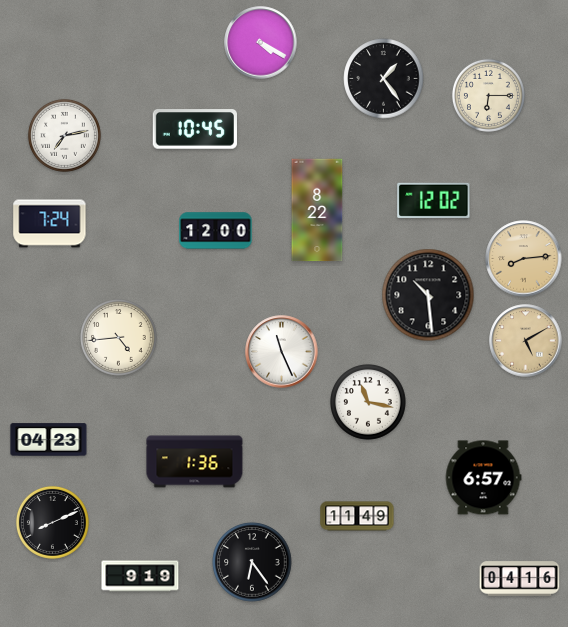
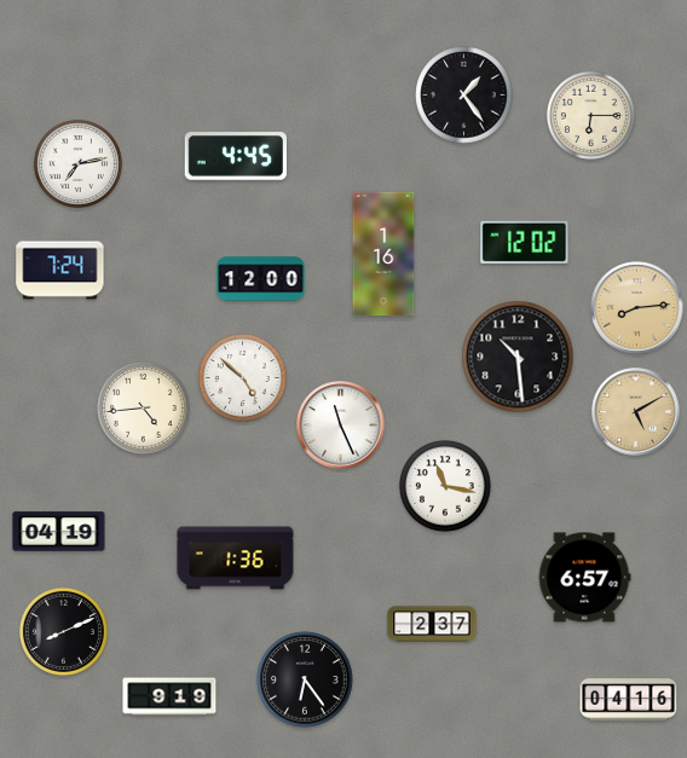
clock at (261, 43): 4:20 -> none
clock at (195, 129): 10:45 -> 4:45
clock at (317, 210): 8:22 -> 1:16
clock at (524, 259) position: (524, 259) -> (637, 308)
clock at (242, 377): none -> 4:52
clock at (49, 440): 04:23 -> 04:19
clock at (357, 516): 11:49 -> 2:37
